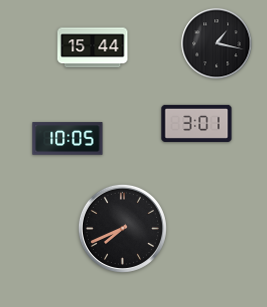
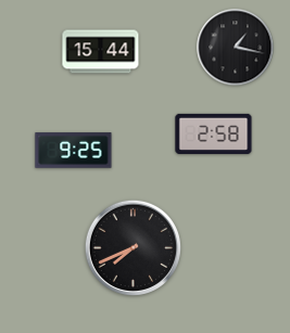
clock at (197, 123): 3:01 -> 2:58
clock at (68, 139): 10:05 -> 9:25
